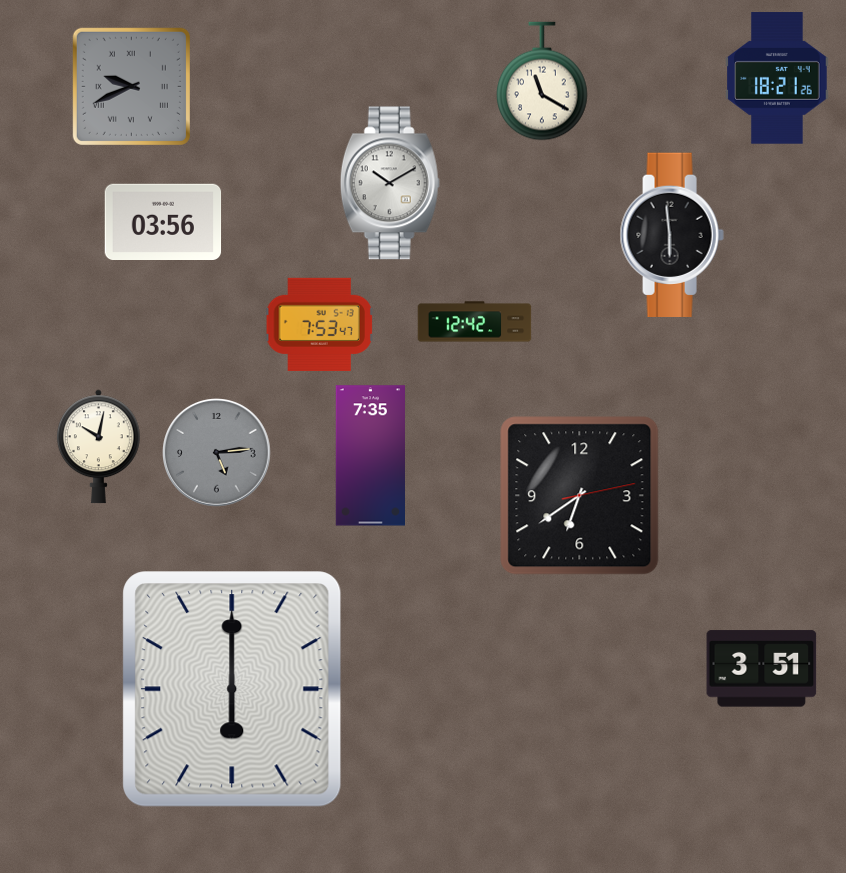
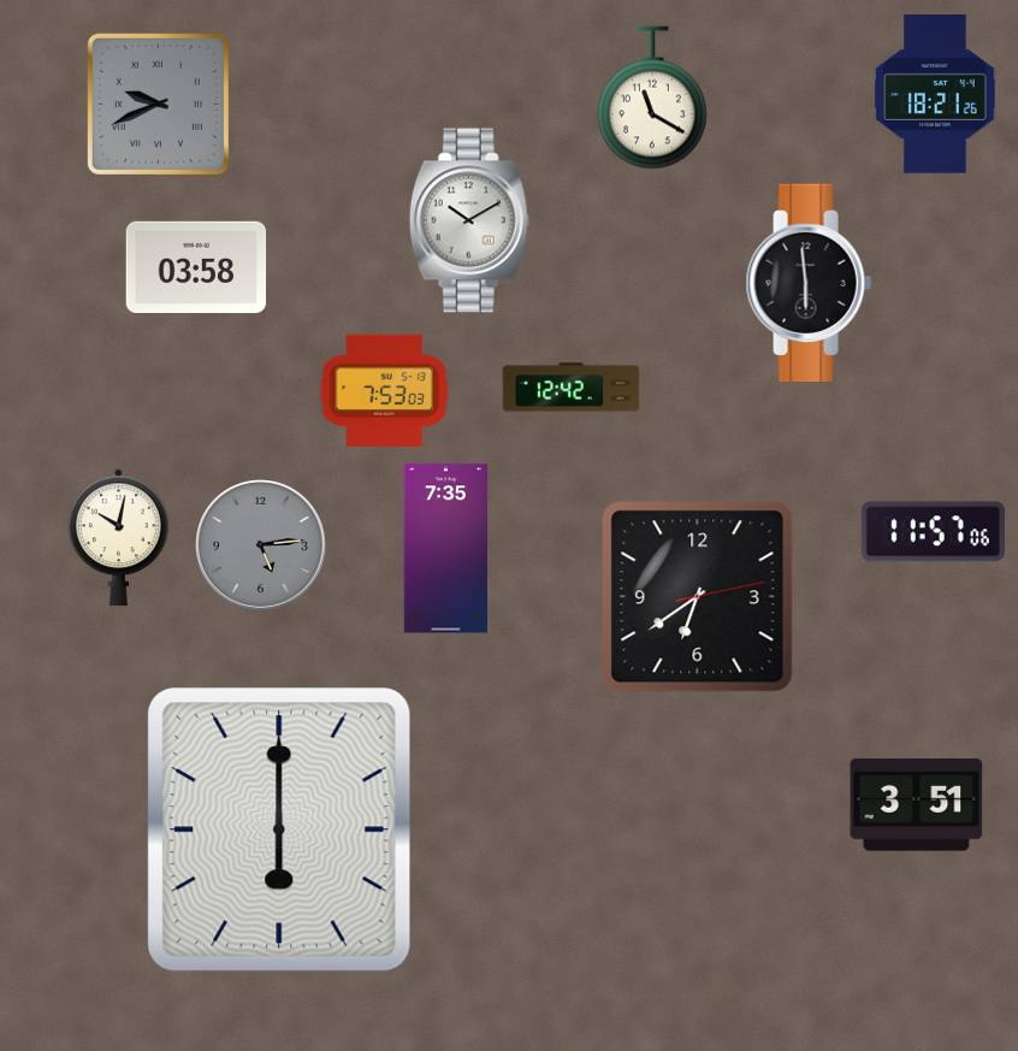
clock at (163, 222): 03:56 -> 03:58
clock at (320, 324): 7:53:47 -> 7:53:03
clock at (933, 532): none -> 11:57
